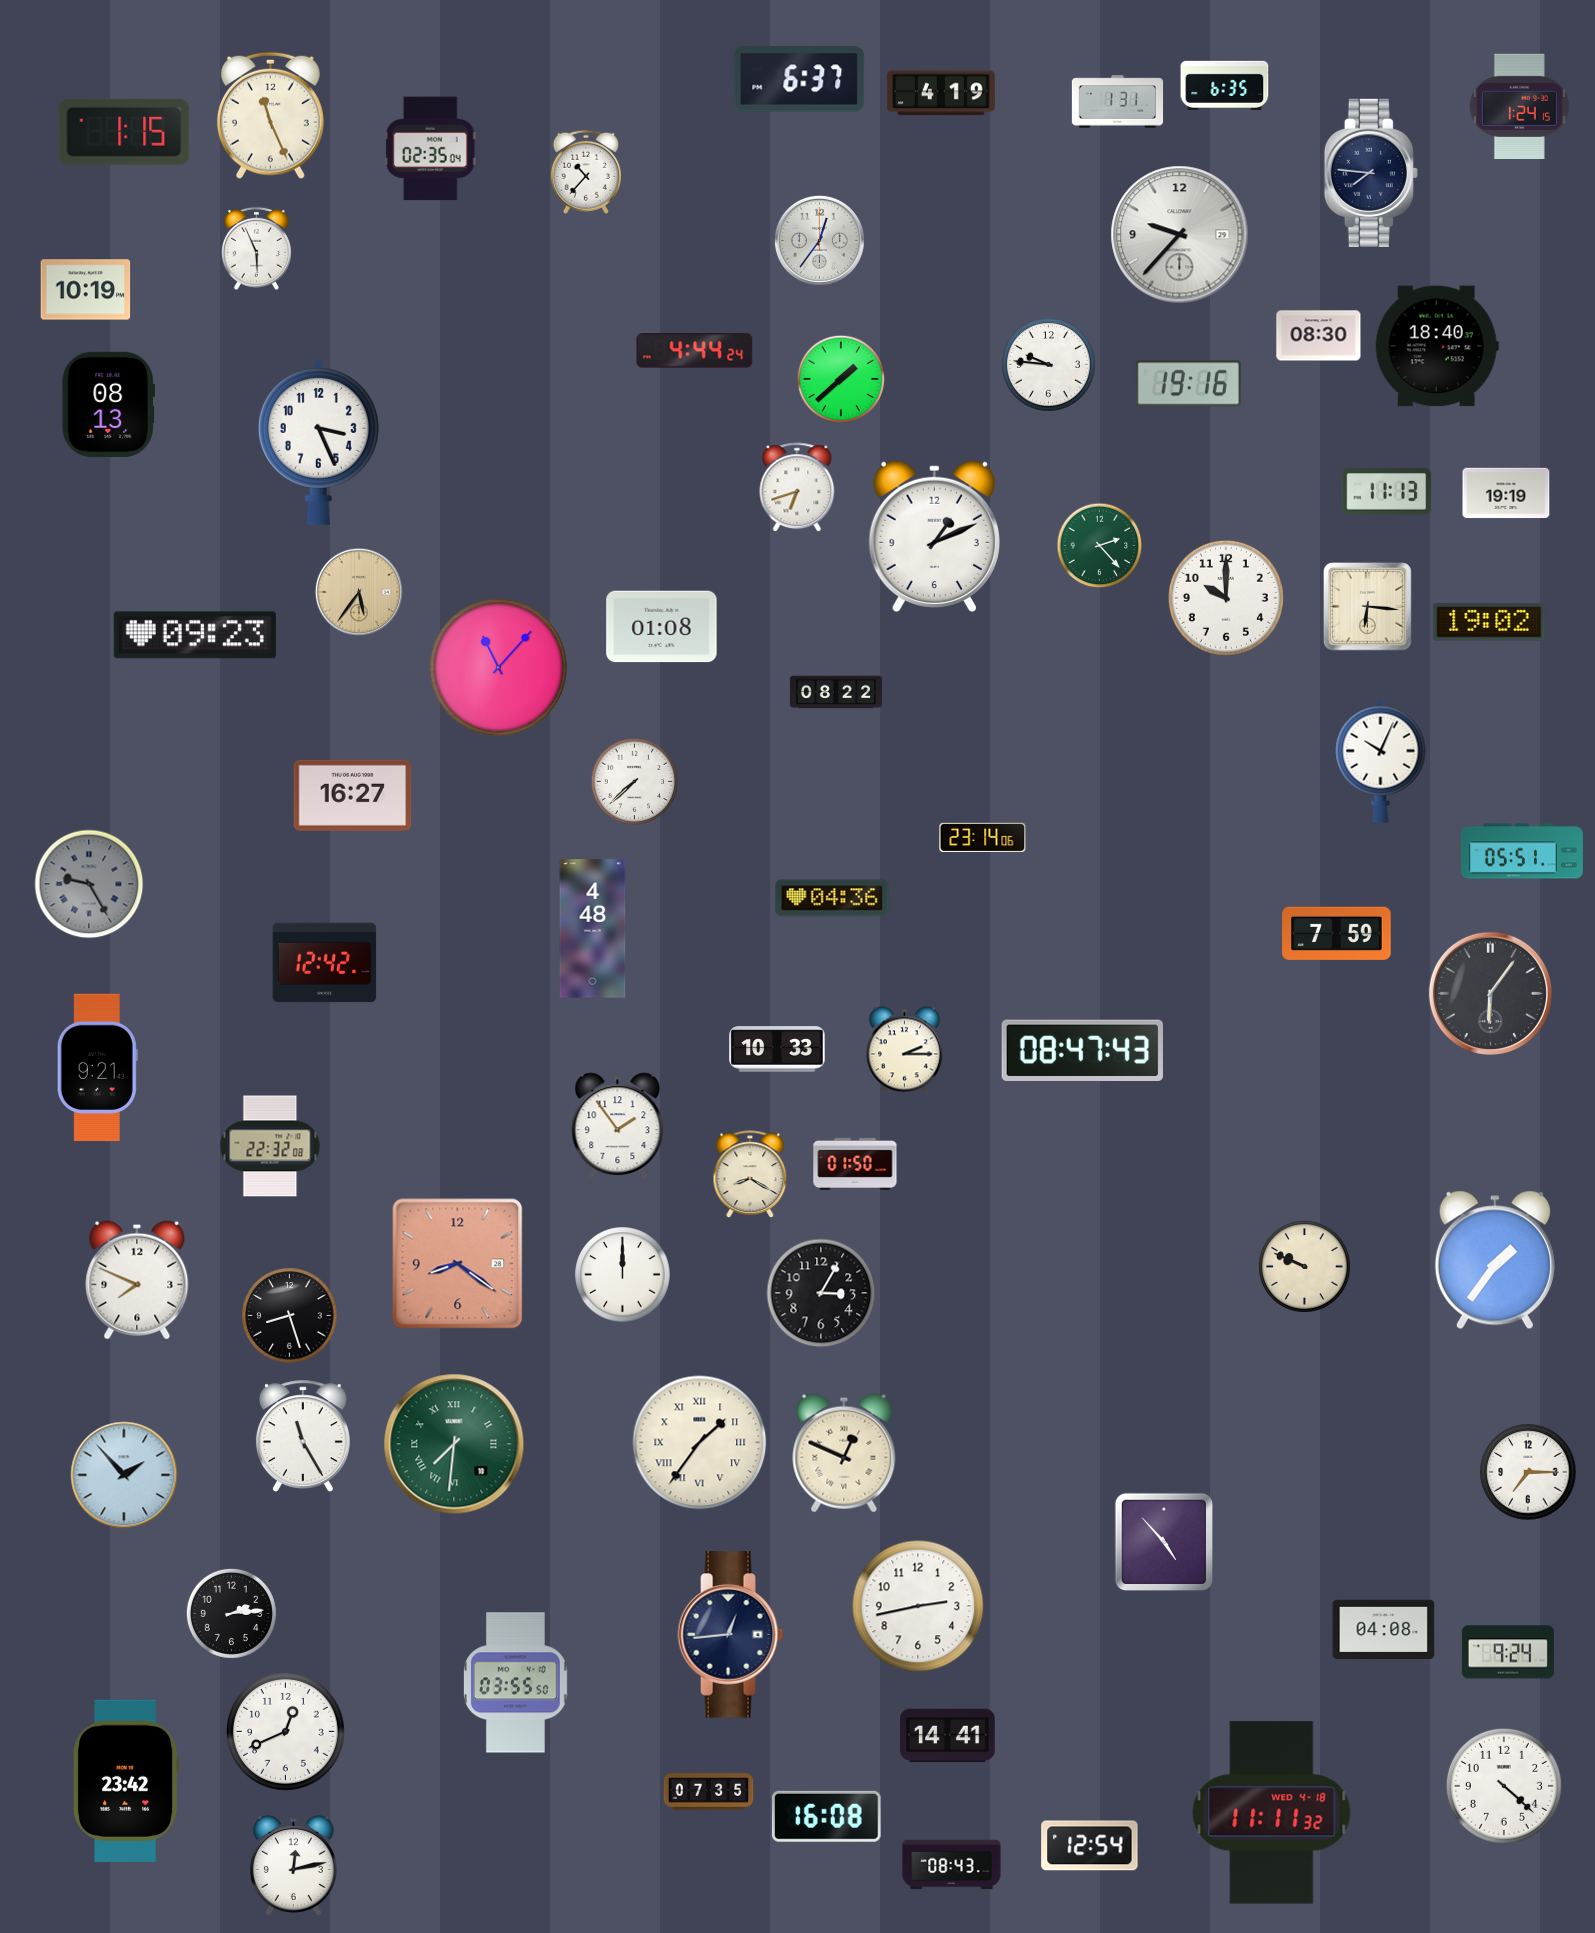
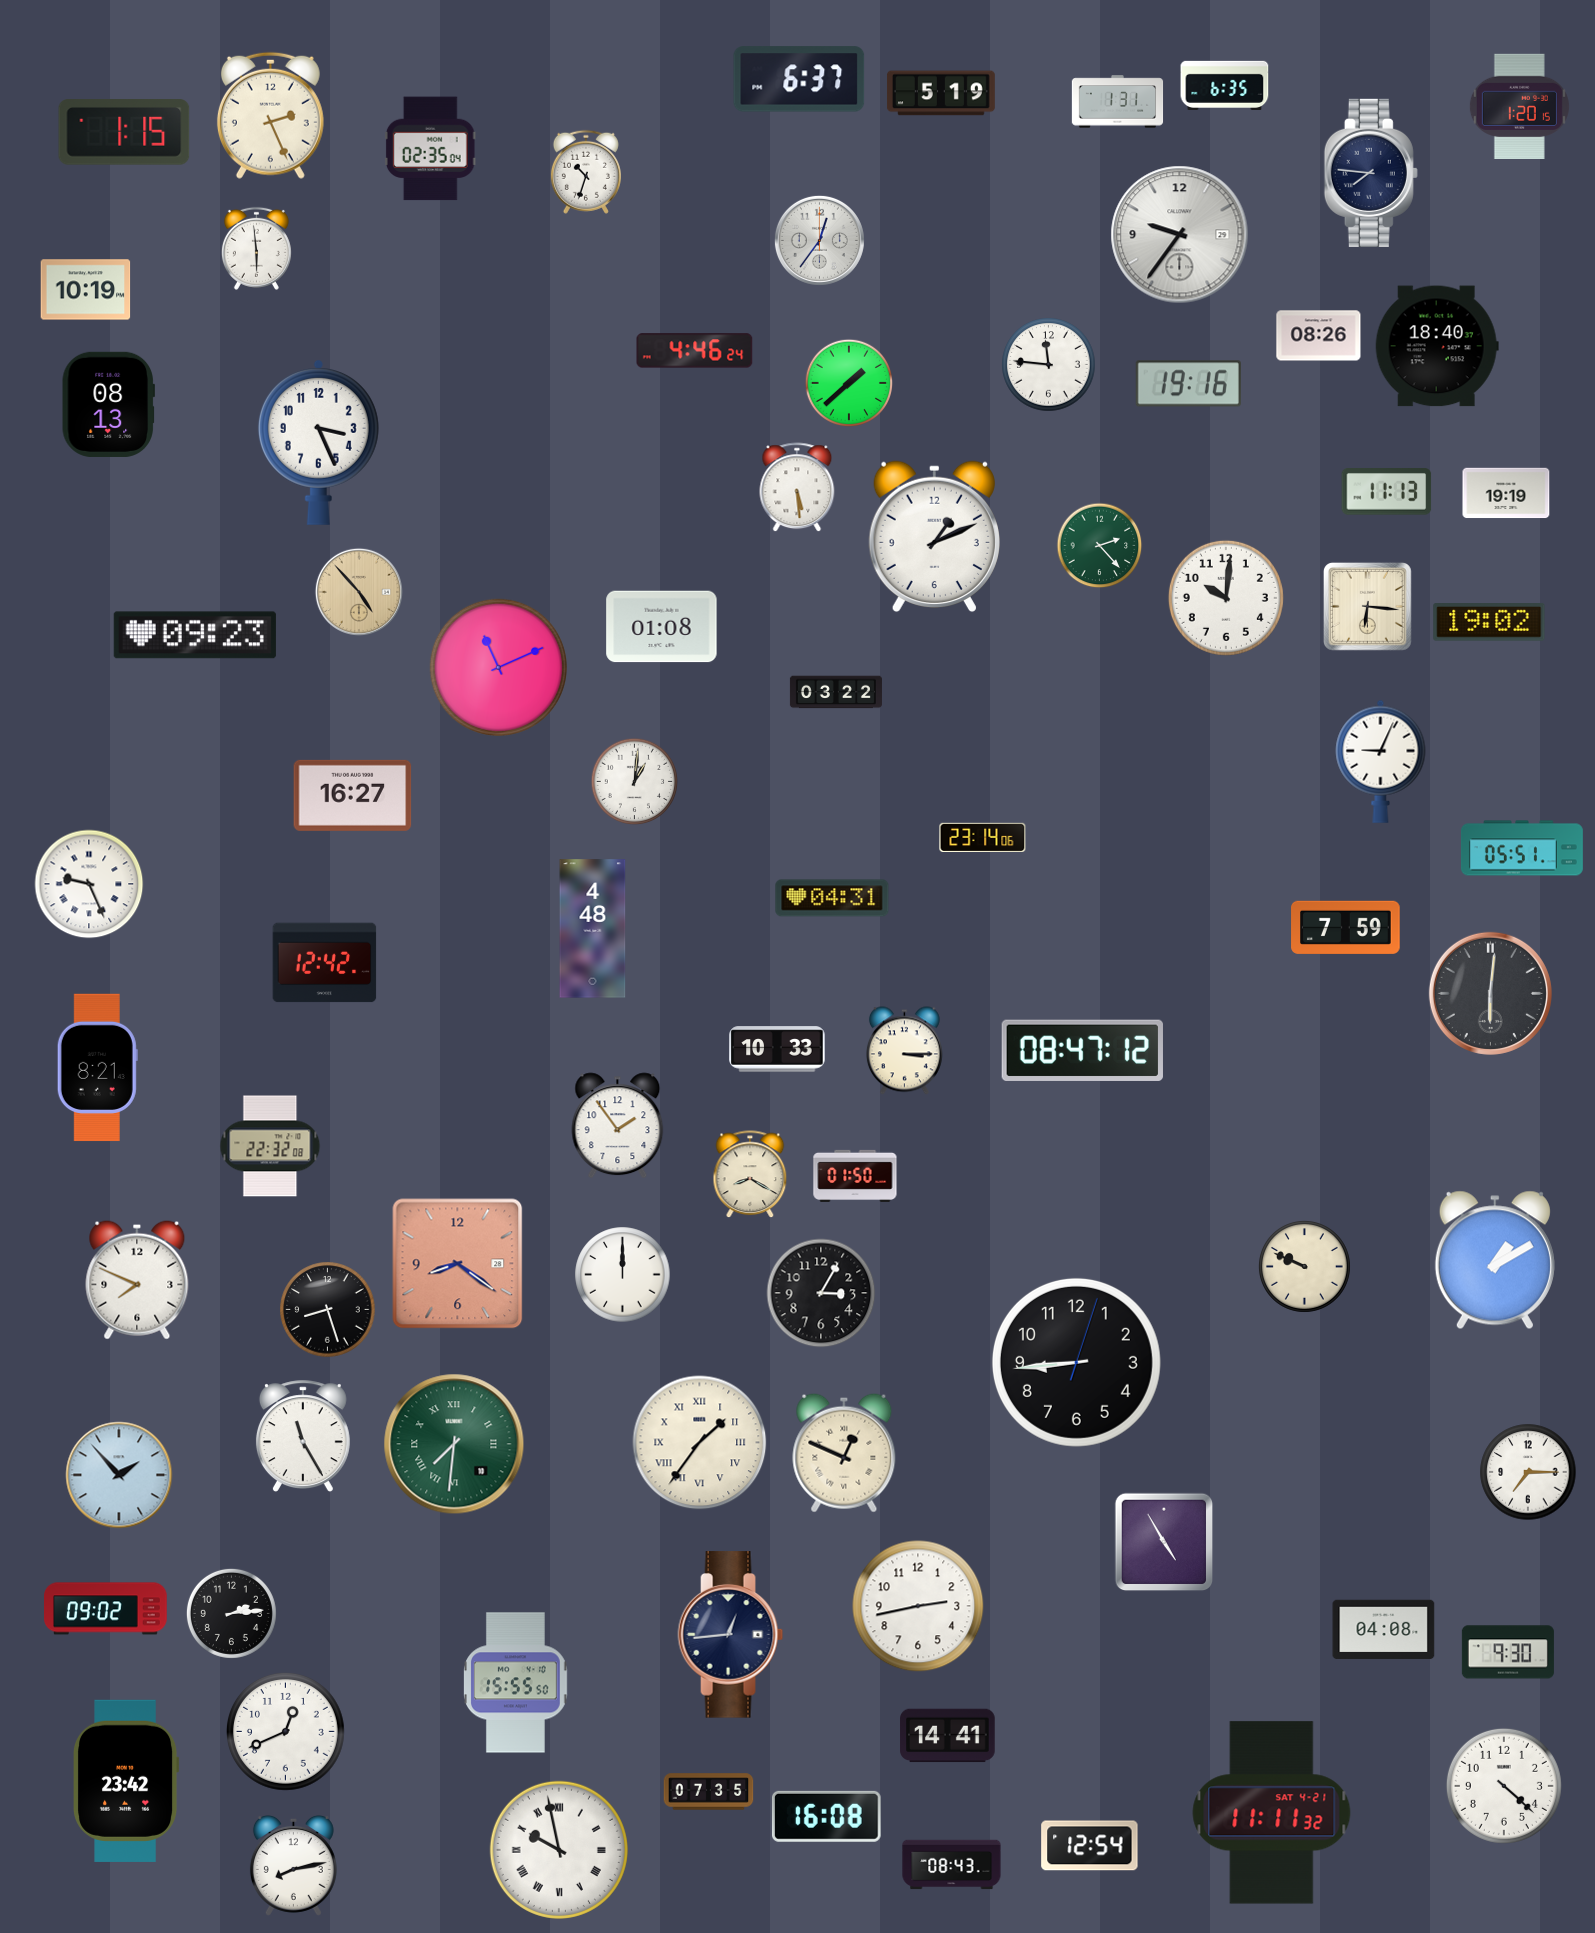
clock at (941, 93): 4:19 -> 5:19
clock at (1519, 106): 1:24 -> 1:20
clock at (270, 115): 11:26 -> 2:26
clock at (586, 172): 10:37 -> 10:33
clock at (1180, 235): 9:37 -> 9:36
clock at (256, 248): 5:56 -> 5:59
clock at (1319, 336): 08:30 -> 08:26
clock at (695, 351): 4:44 -> 4:46
clock at (1049, 365): 9:46 -> 11:46
clock at (840, 378) position: (840, 378) -> (848, 382)
clock at (797, 488): 6:42 -> 5:29
clock at (359, 592): 5:36 -> 4:53
clock at (1226, 598): 10:00 -> 10:01
clock at (498, 667): 11:07 -> 11:11
clock at (836, 692): 08:22 -> 03:22
clock at (1381, 761): 10:04 -> 9:04
clock at (635, 782): 7:38 -> 1:01
clock at (1522, 851) position: (1522, 851) -> (1522, 848)
clock at (89, 884): 9:25 -> 9:26
clock at (89, 884) dial: grey -> white
clock at (832, 898): 04:36 -> 04:31
clock at (1337, 933) position: (1337, 933) -> (1346, 927)
clock at (1490, 993): 6:06 -> 6:01
clock at (1082, 1050): 08:47:43 -> 08:47:12
clock at (904, 1051): 2:15 -> 3:15
clock at (97, 1068): 9:21 -> 8:21
clock at (855, 1164) position: (855, 1164) -> (855, 1176)
clock at (1495, 1260): 1:36 -> 1:10
clock at (290, 1316) position: (290, 1316) -> (328, 1310)
clock at (1076, 1362): none -> 8:44
clock at (124, 1475) position: (124, 1475) -> (119, 1475)
clock at (1164, 1542): 4:53 -> 4:55
clock at (106, 1609): none -> 09:02
clock at (1508, 1652): 9:24 -> 9:30
clock at (516, 1683): 03:55 -> 15:55
clock at (1272, 1813) date: WED 4-18 -> SAT 4-21
clock at (559, 1850): none -> 9:58
clock at (293, 1865): 12:13 -> 8:13
